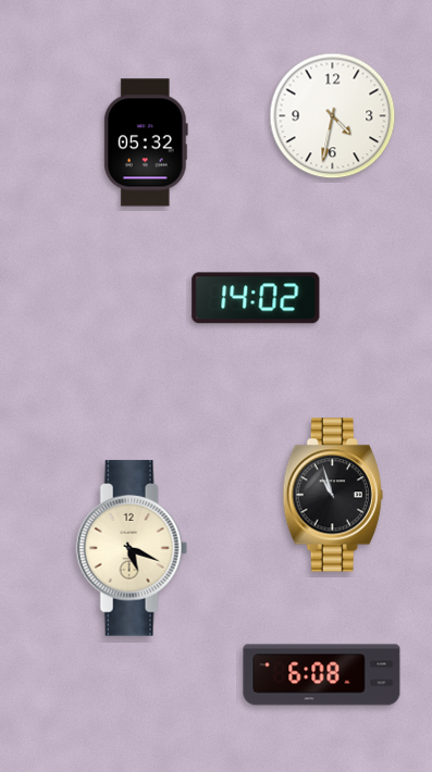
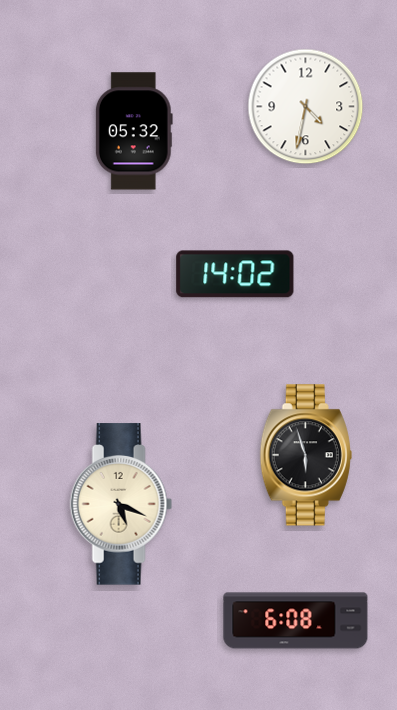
clock at (333, 495): 10:57 -> 5:57
